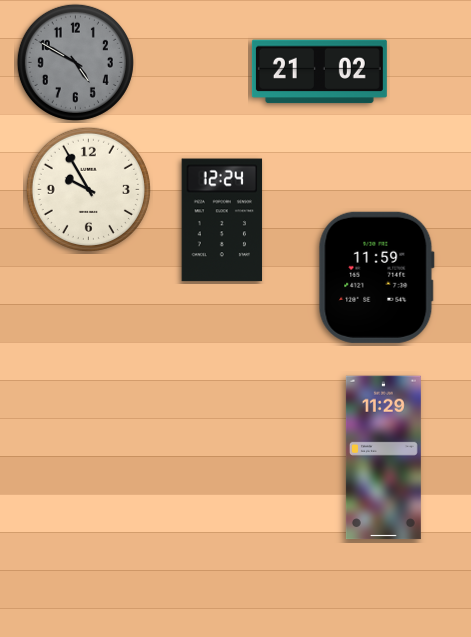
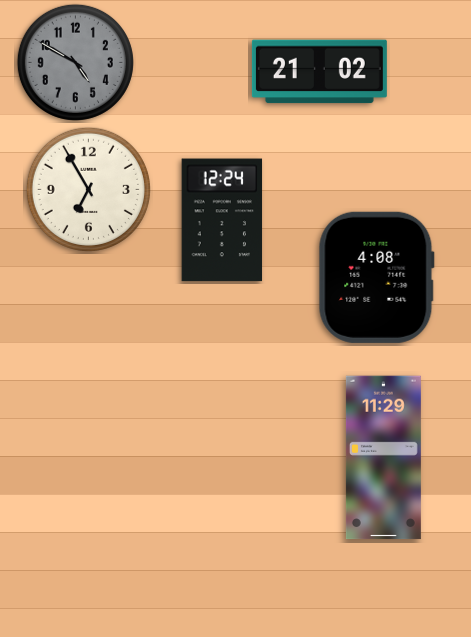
clock at (88, 189): 9:55 -> 6:55
clock at (376, 277): 11:59 -> 4:08
